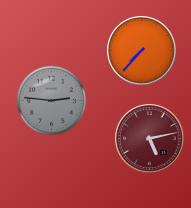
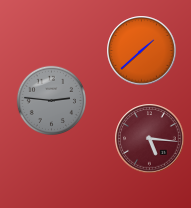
clock at (142, 51): 7:37 -> 1:38
clock at (150, 139): 5:13 -> 5:16
